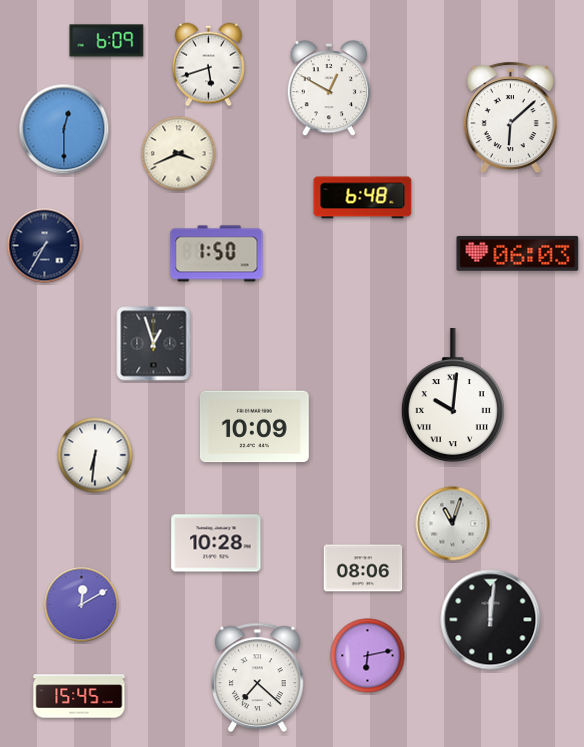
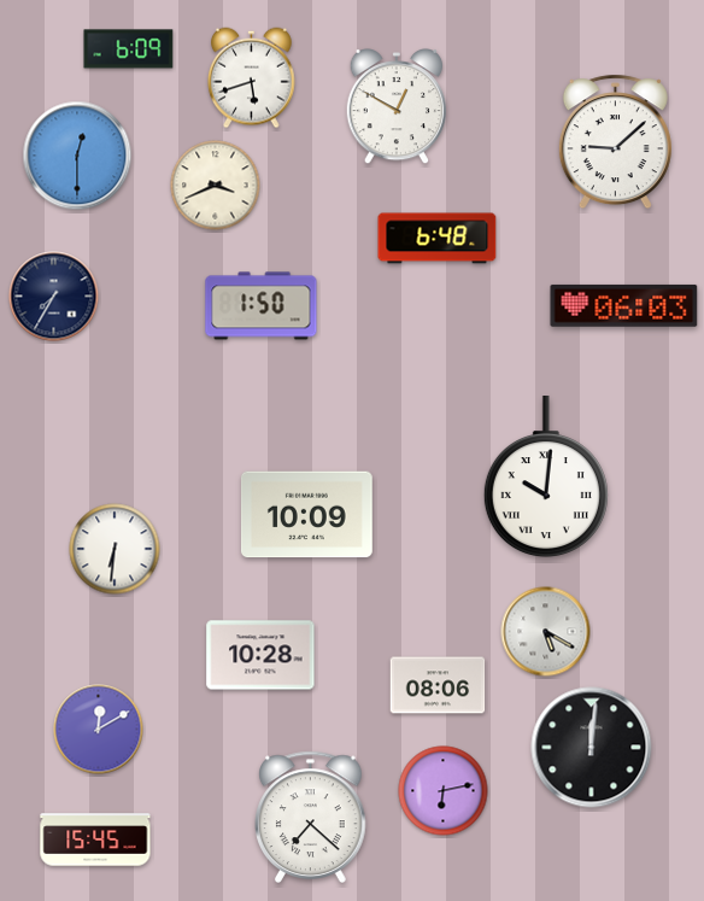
clock at (510, 118): 6:08 -> 9:08
clock at (154, 344): 12:57 -> none
clock at (453, 524): 11:03 -> 5:20
